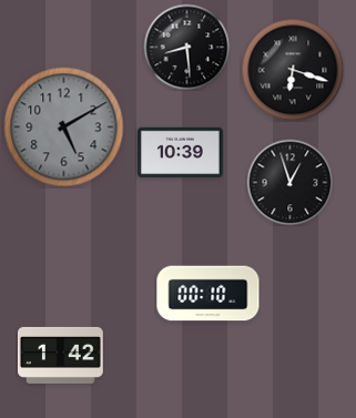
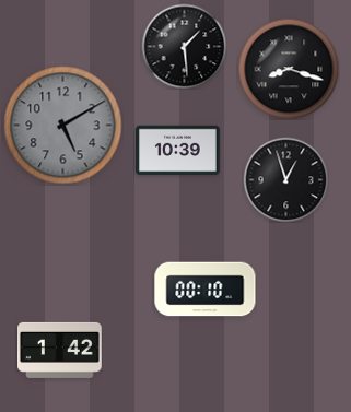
clock at (186, 47): 8:29 -> 1:29
clock at (293, 70): 6:18 -> 8:18
